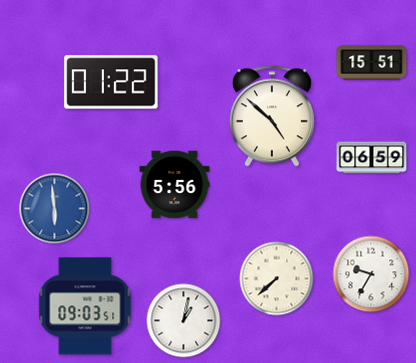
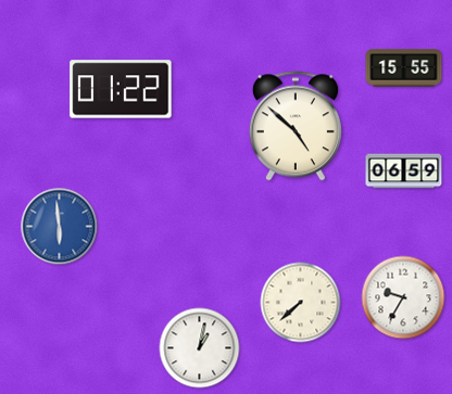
clock at (372, 63): 15:51 -> 15:55
clock at (175, 185): 5:56 -> none
clock at (85, 306): 09:03 -> none
